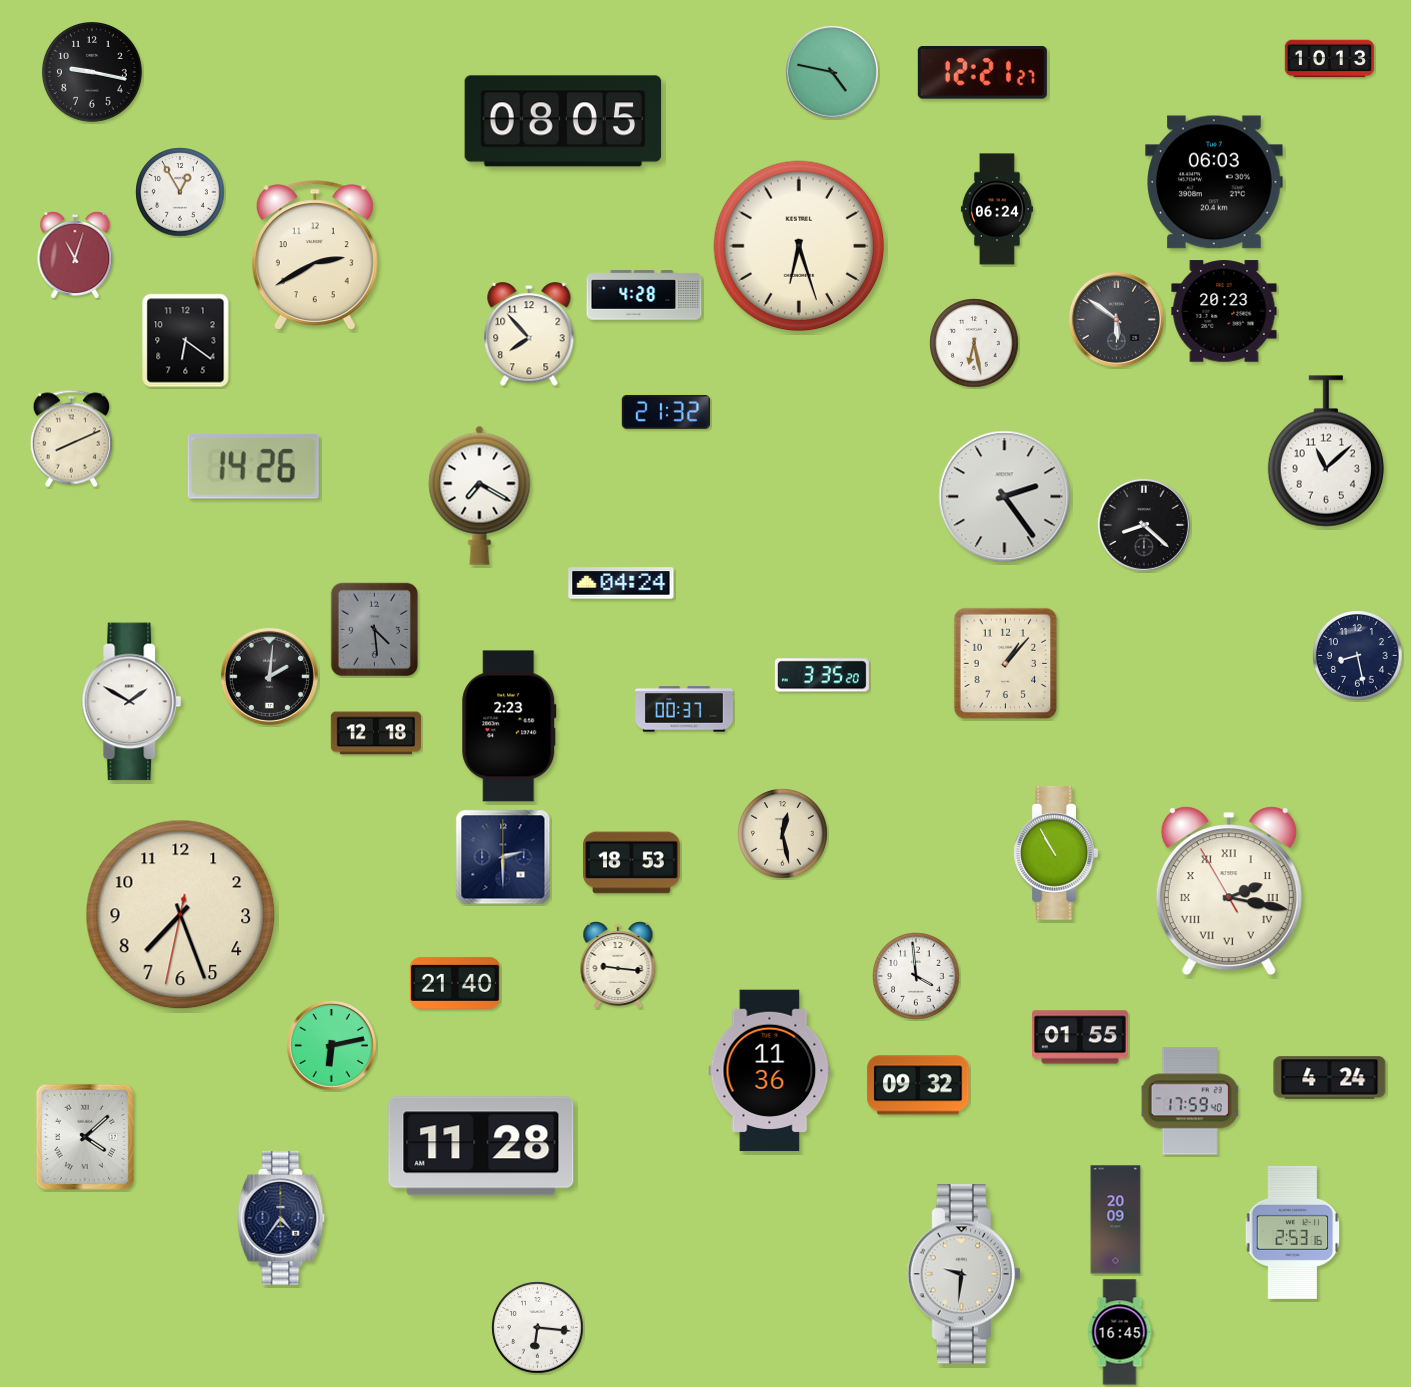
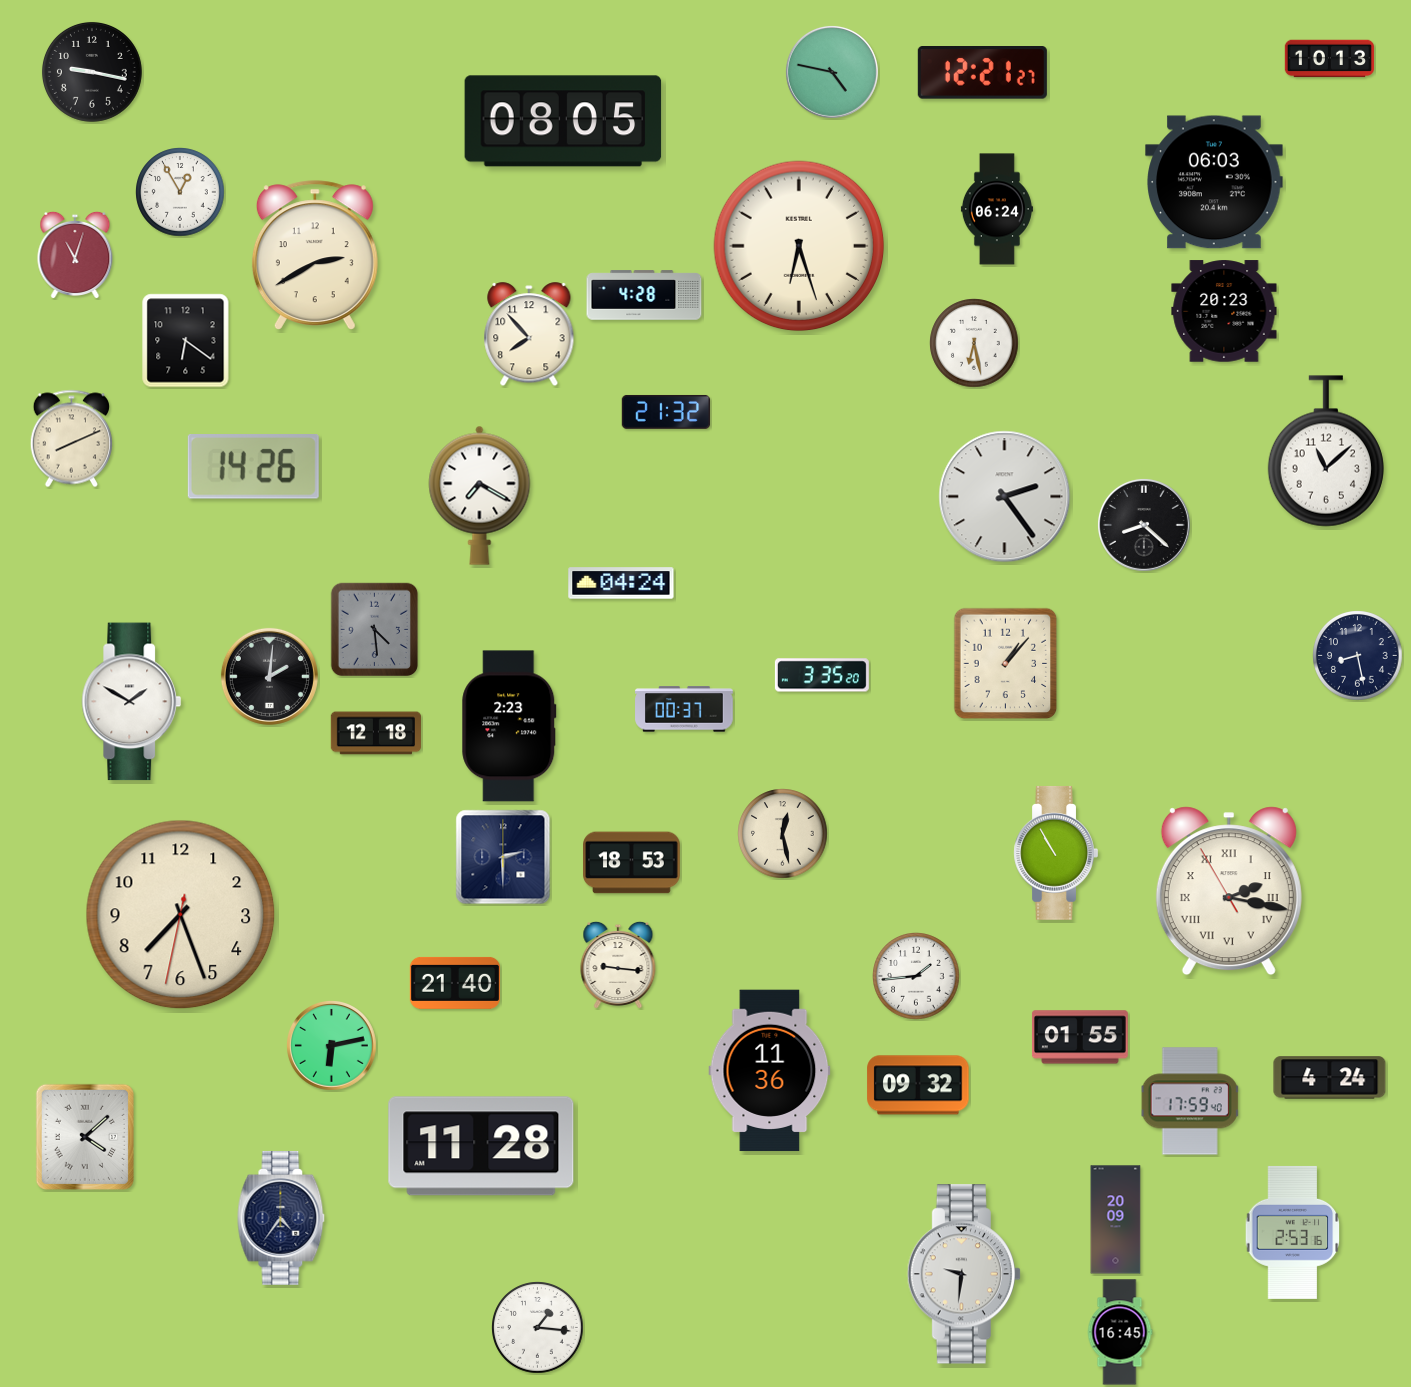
clock at (1116, 319): 5:51 -> none
clock at (916, 976): 3:59 -> 1:44
clock at (538, 1328): 6:16 -> 1:16
